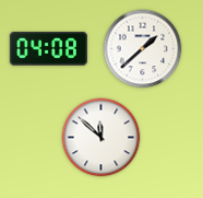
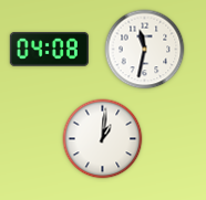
clock at (143, 49): 1:38 -> 11:32
clock at (101, 138): 11:52 -> 1:01
